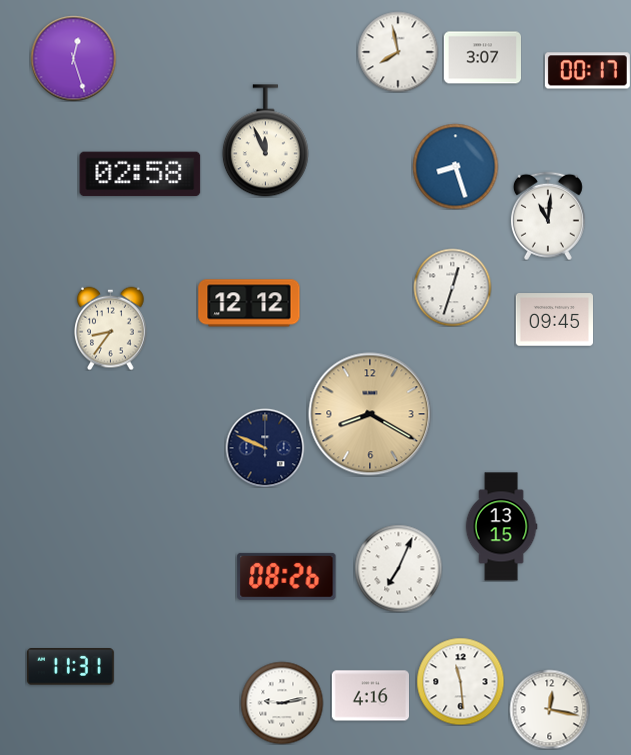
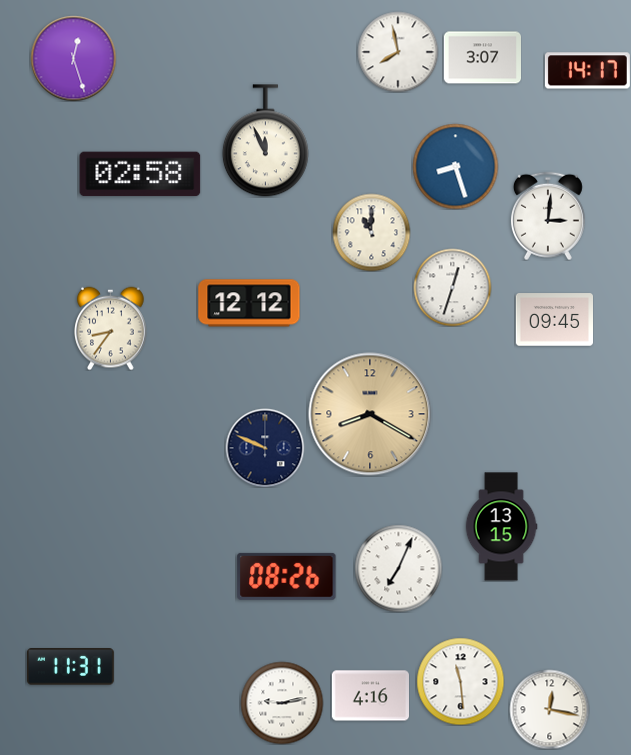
clock at (587, 71): 00:17 -> 14:17
clock at (548, 216): 11:01 -> 3:01
clock at (371, 232): none -> 11:00
